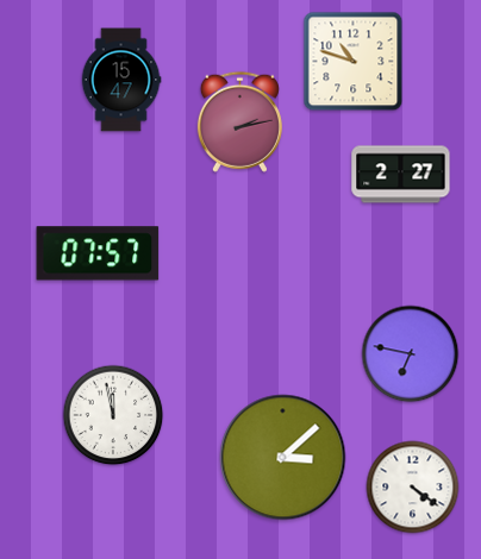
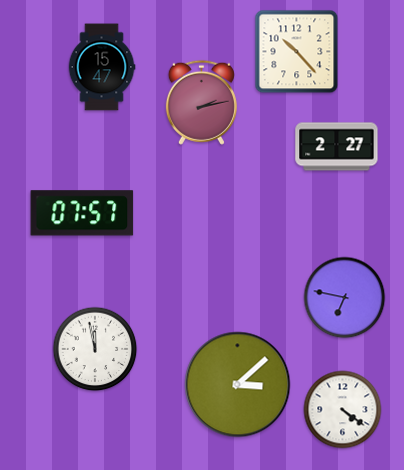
clock at (354, 62): 10:48 -> 10:23
clock at (413, 488) position: (413, 488) -> (343, 410)
